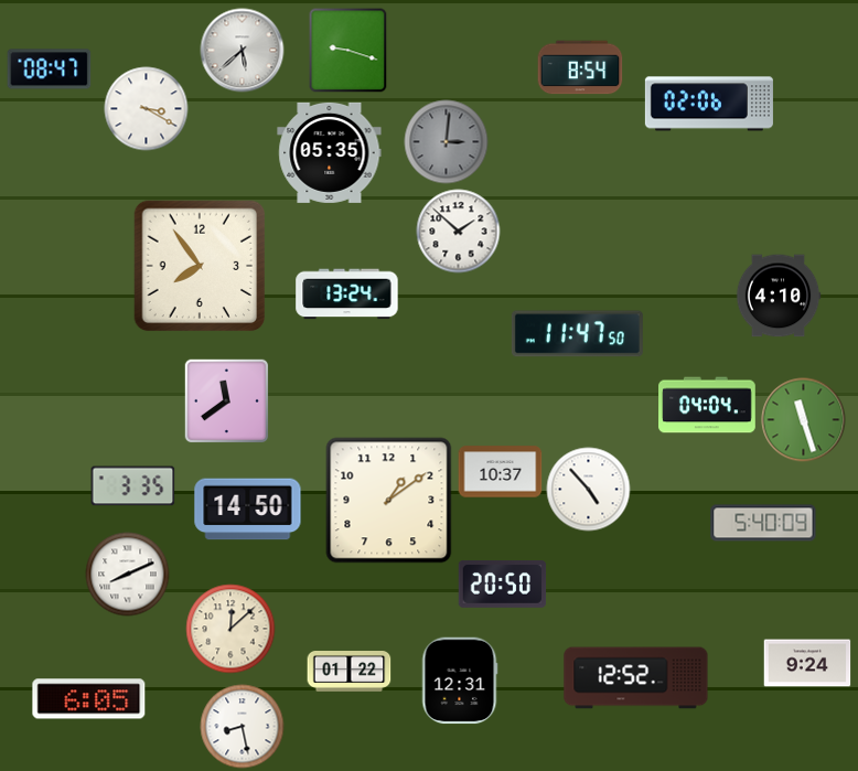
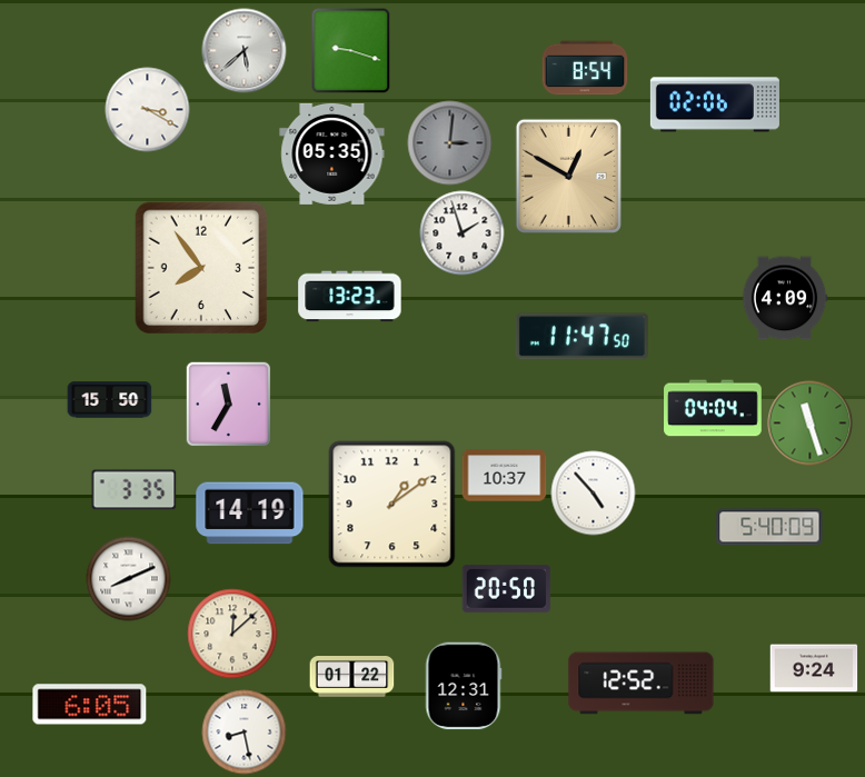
clock at (50, 69): 08:47 -> none
clock at (568, 176): none -> 12:50
clock at (459, 232): 1:52 -> 1:57
clock at (347, 295): 13:24 -> 13:23
clock at (779, 296): 4:10 -> 4:09
clock at (110, 400): none -> 15:50
clock at (226, 400): 11:39 -> 11:35
clock at (248, 510): 14:50 -> 14:19
